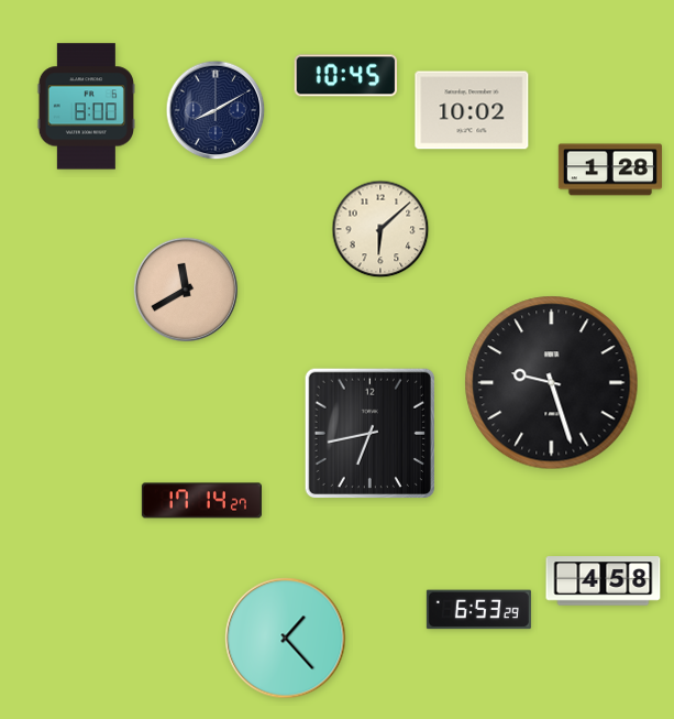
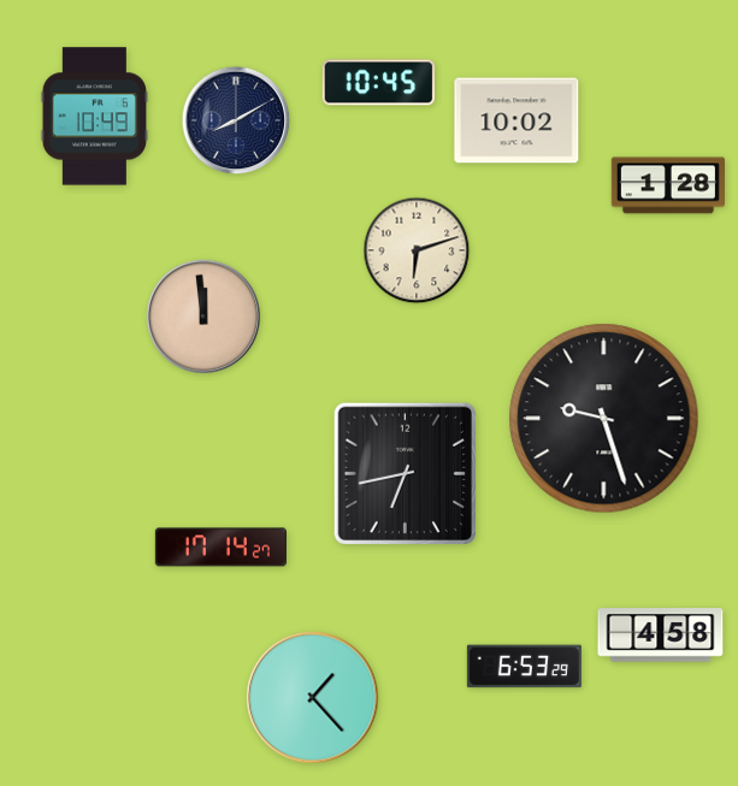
clock at (86, 107): 8:00 -> 10:49
clock at (380, 229): 6:08 -> 6:12
clock at (186, 290): 11:40 -> 11:59
